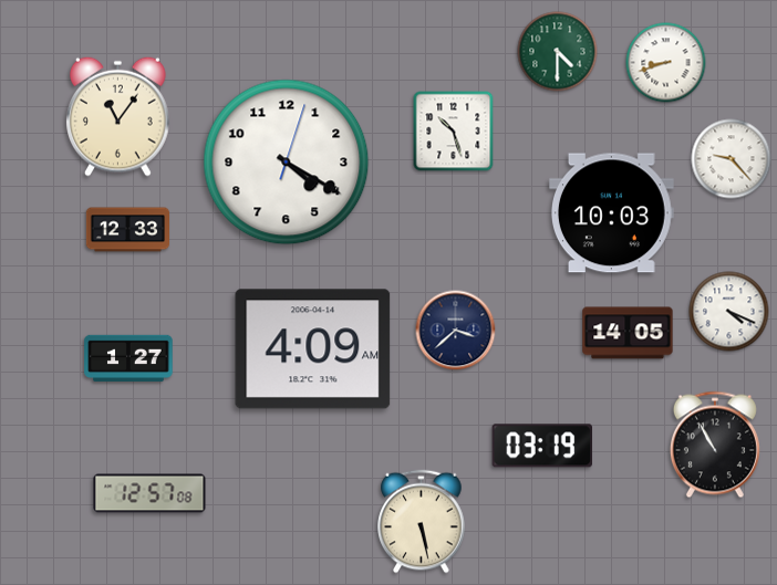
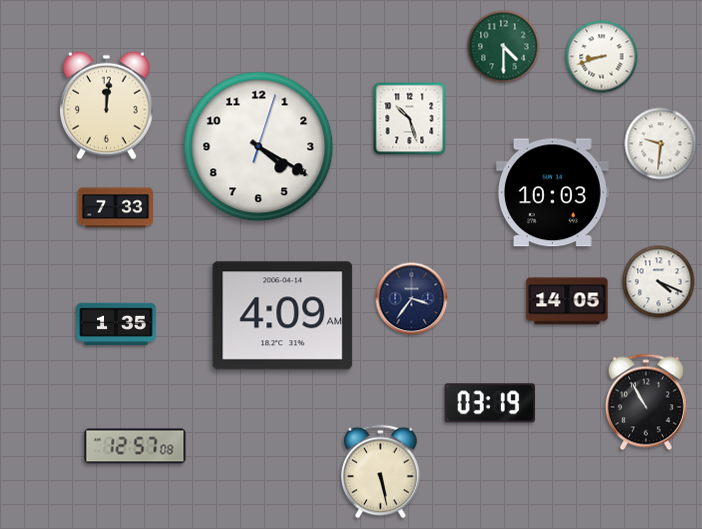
clock at (118, 116): 11:06 -> 12:01
clock at (732, 159): 9:23 -> 9:31
clock at (128, 230): 12:33 -> 7:33
clock at (456, 331): 3:38 -> 3:36
clock at (128, 357): 1:27 -> 1:35
